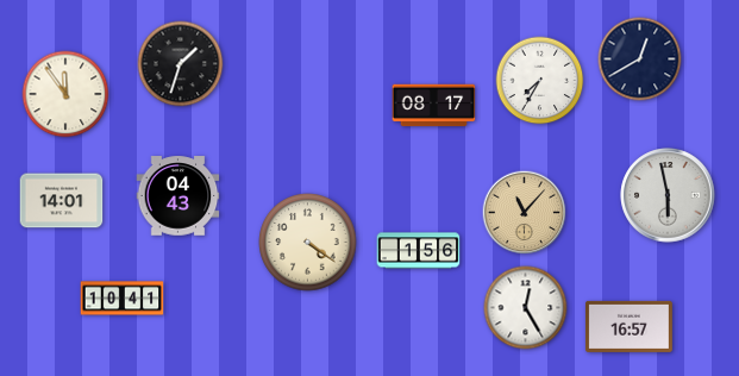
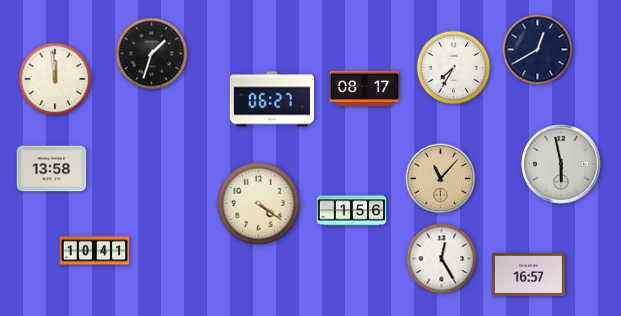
clock at (65, 94): 11:54 -> 11:59
clock at (272, 99): none -> 06:27
clock at (179, 196): 04:43 -> none
clock at (62, 201): 14:01 -> 13:58
clock at (123, 299) position: (123, 299) -> (95, 251)
